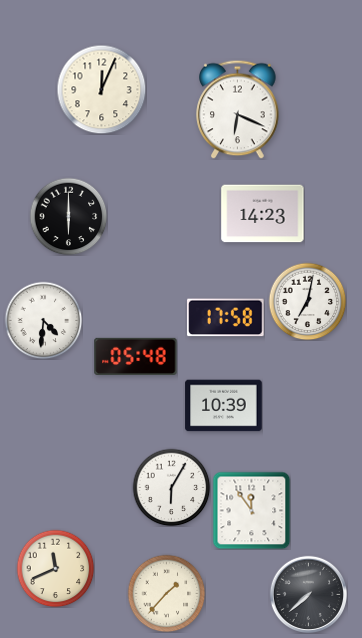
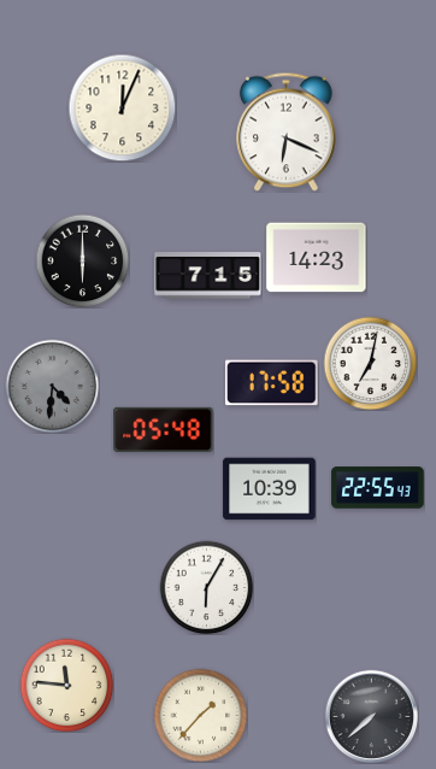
clock at (208, 276): none -> 7:15
clock at (43, 320) dial: white -> grey
clock at (378, 488): none -> 22:55
clock at (251, 510): 11:54 -> none
clock at (55, 568): 11:41 -> 11:46
